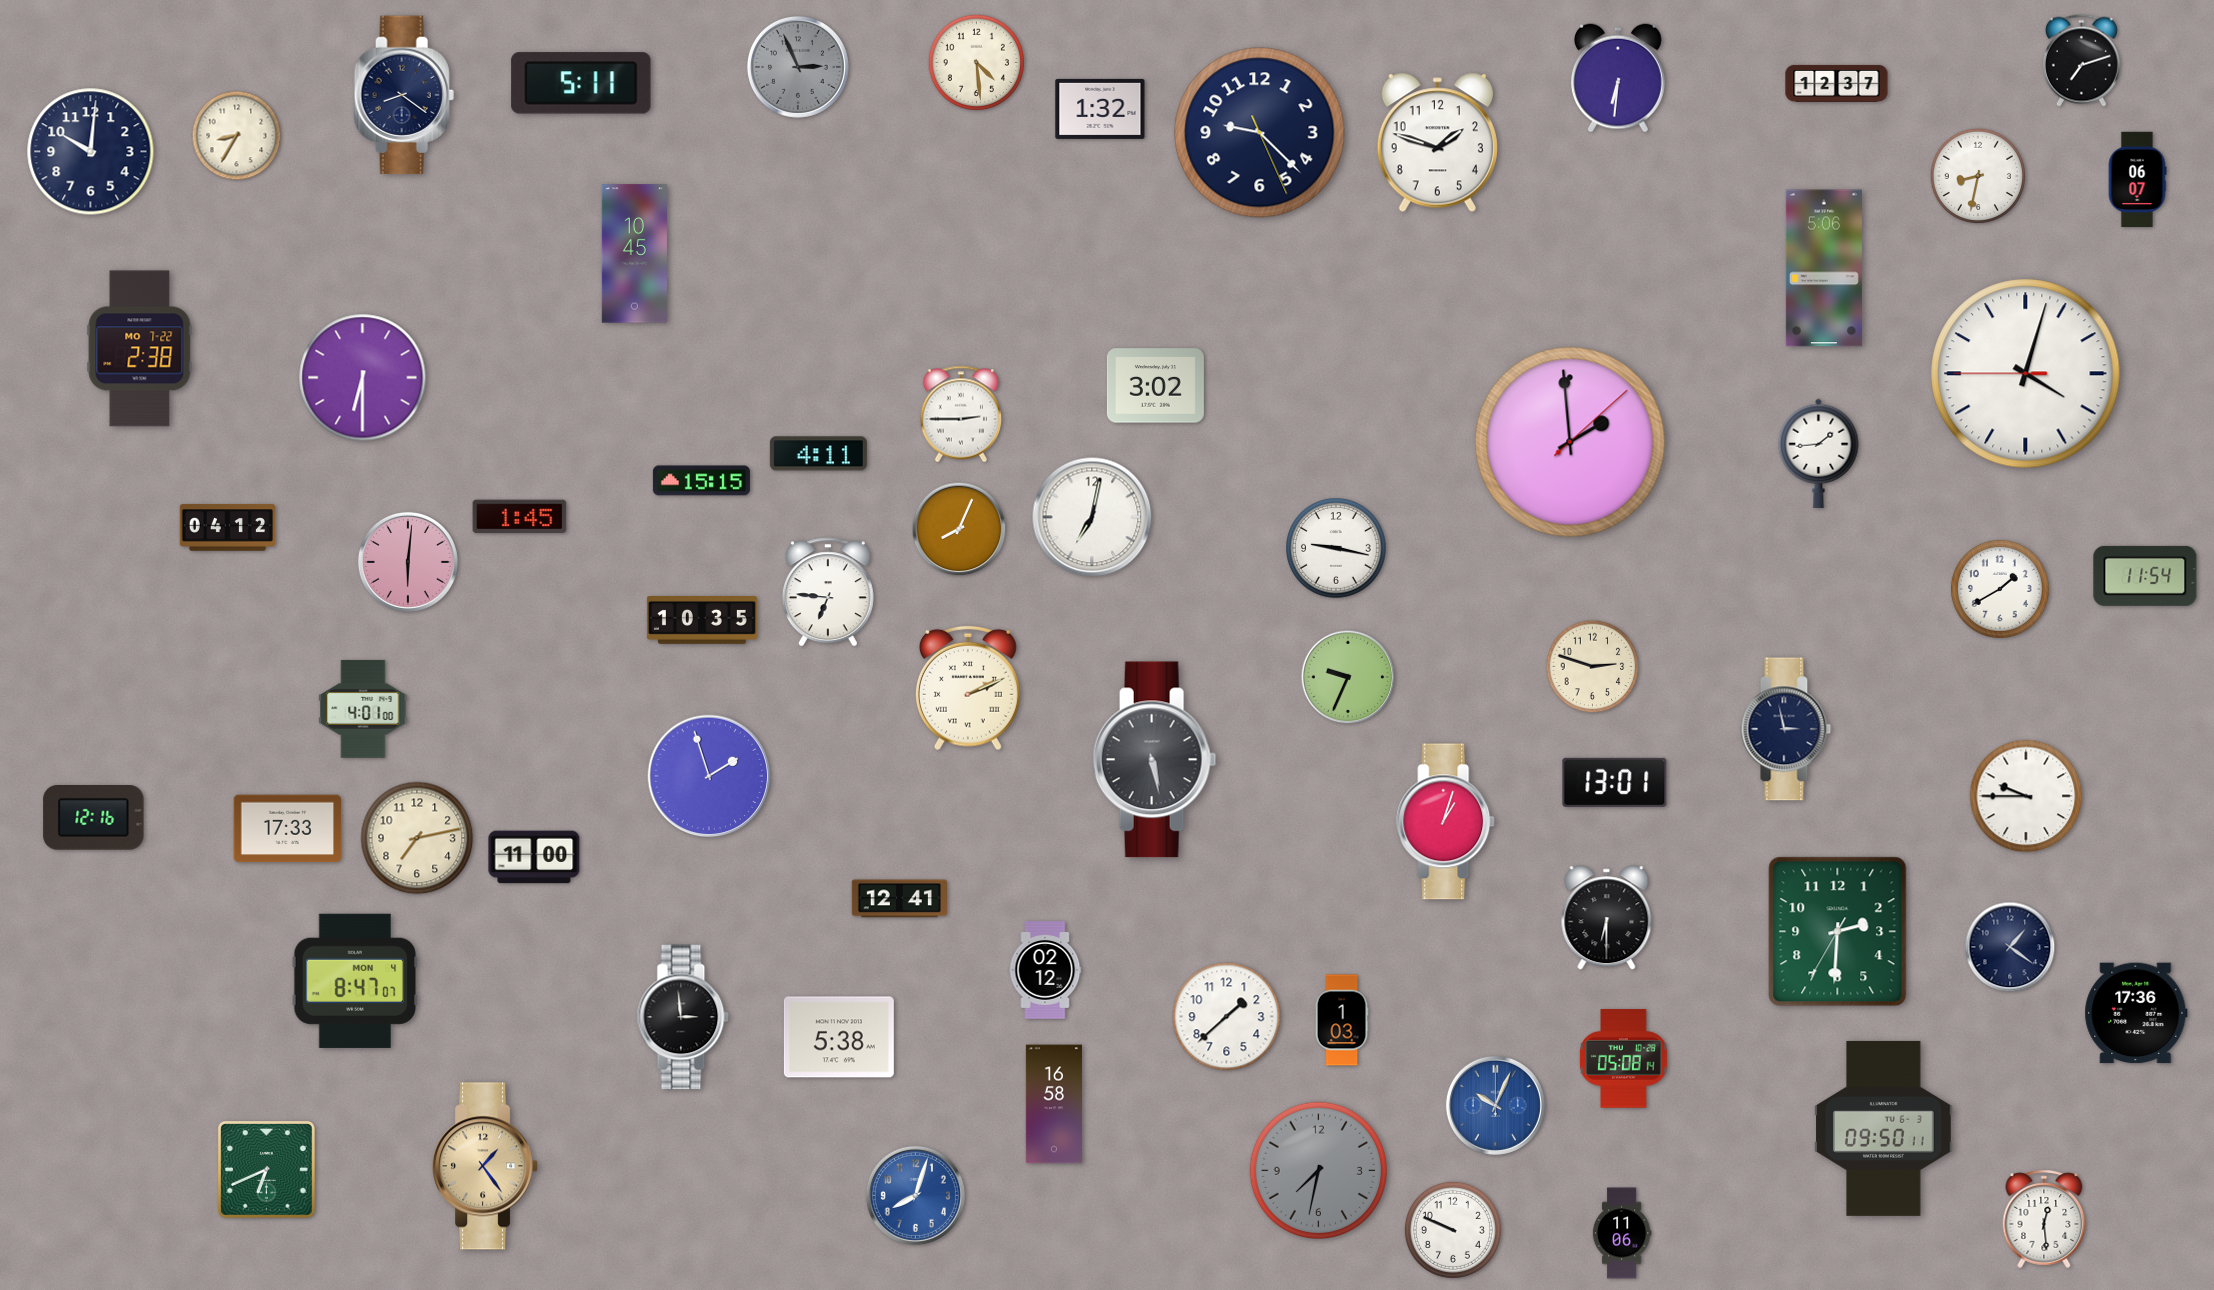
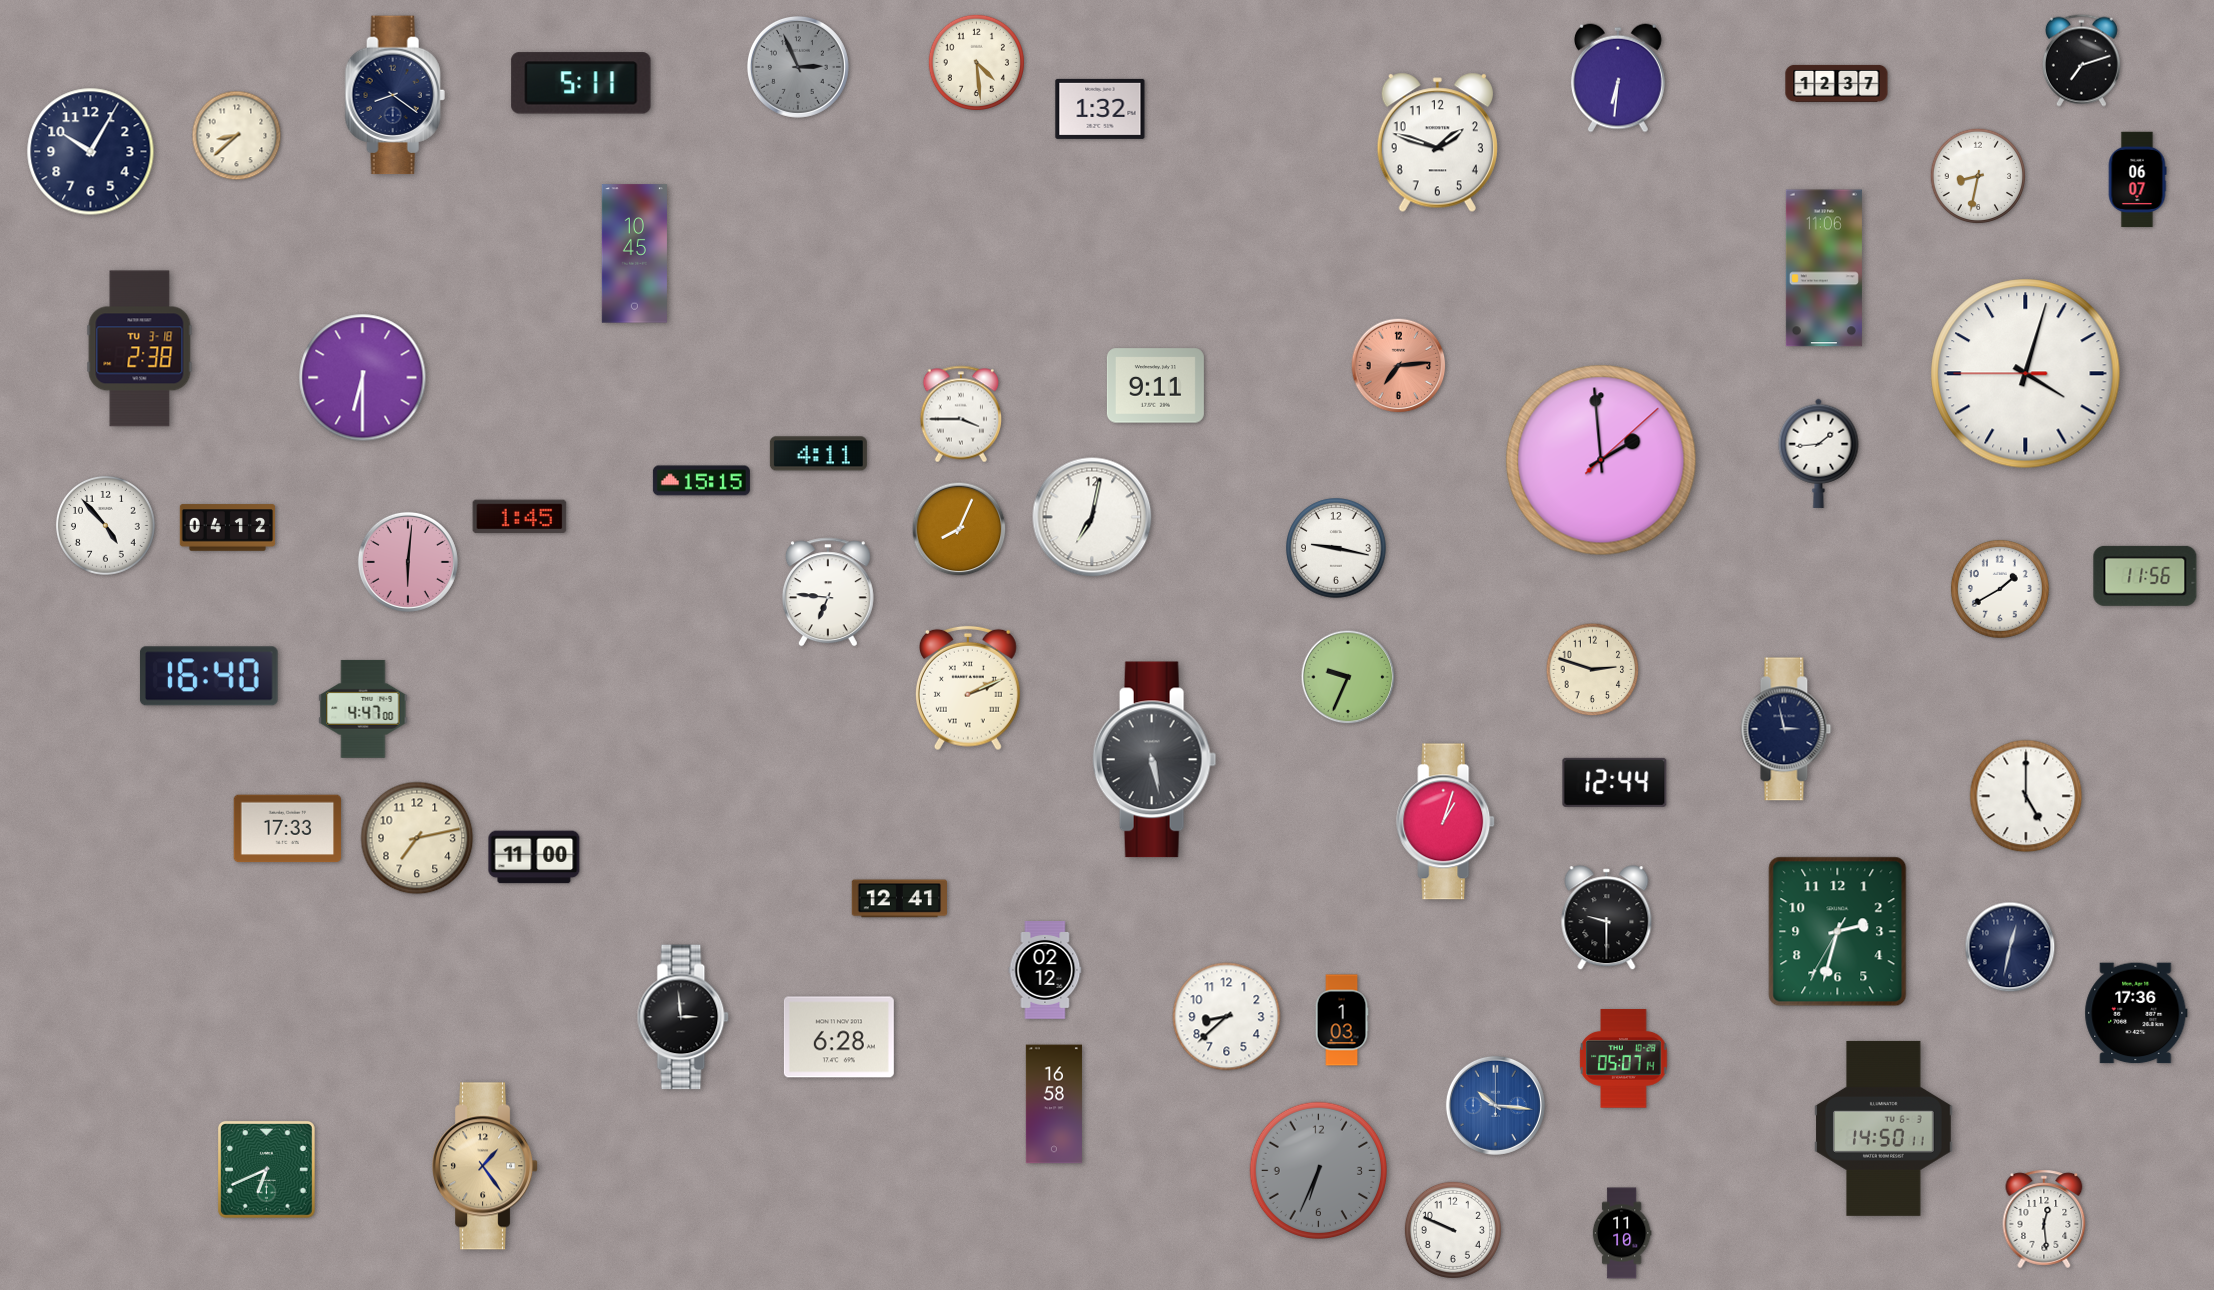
clock at (404, 95) position: (404, 95) -> (395, 95)
clock at (1260, 133): 9:22 -> none
clock at (237, 136): 8:35 -> 8:38
clock at (91, 152): 10:01 -> 10:05
clock at (1824, 268): 5:06 -> 11:06
clock at (140, 349) date: MO 7-22 -> TU 3-18
clock at (1399, 366): none -> 7:14
clock at (1155, 386): 3:02 -> 9:11
clock at (960, 414): 2:45 -> 3:45
clock at (1570, 442) position: (1570, 442) -> (1601, 460)
clock at (105, 525): none -> 4:53
clock at (2145, 576): 11:54 -> 11:56
clock at (702, 621): 10:35 -> none
clock at (1593, 667) position: (1593, 667) -> (1593, 670)
clock at (209, 676): none -> 16:40
clock at (363, 709): 4:01 -> 4:47
clock at (709, 776): 1:57 -> none
clock at (1615, 782): 13:01 -> 12:44
clock at (2026, 796): 9:45 -> 5:00
clock at (94, 818): 12:16 -> none
clock at (1607, 918): 6:30 -> 9:30
clock at (1838, 932): 2:30 -> 2:32
clock at (2010, 947): 1:21 -> 12:32
clock at (355, 981): 8:47 -> none
clock at (1227, 1017): 1:38 -> 8:38
clock at (839, 1037): 5:38 -> 6:28
clock at (1624, 1059): 05:08 -> 05:07
clock at (1495, 1105): 10:04 -> 10:16
clock at (1884, 1128): 09:50 -> 14:50
clock at (1318, 1170): 7:32 -> 6:34
clock at (915, 1195): 8:03 -> none
clock at (1622, 1233): 11:06 -> 11:10
